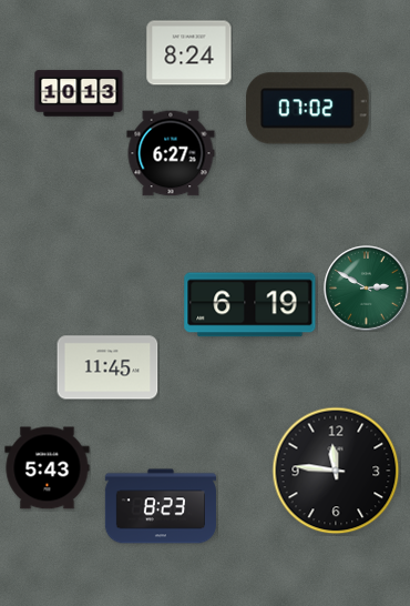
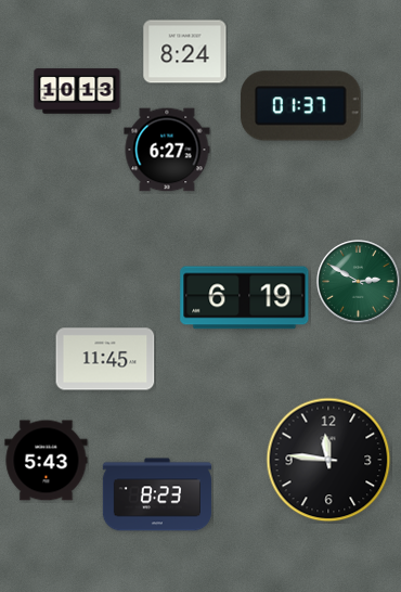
clock at (308, 109): 07:02 -> 01:37
clock at (48, 468) position: (48, 468) -> (47, 461)
